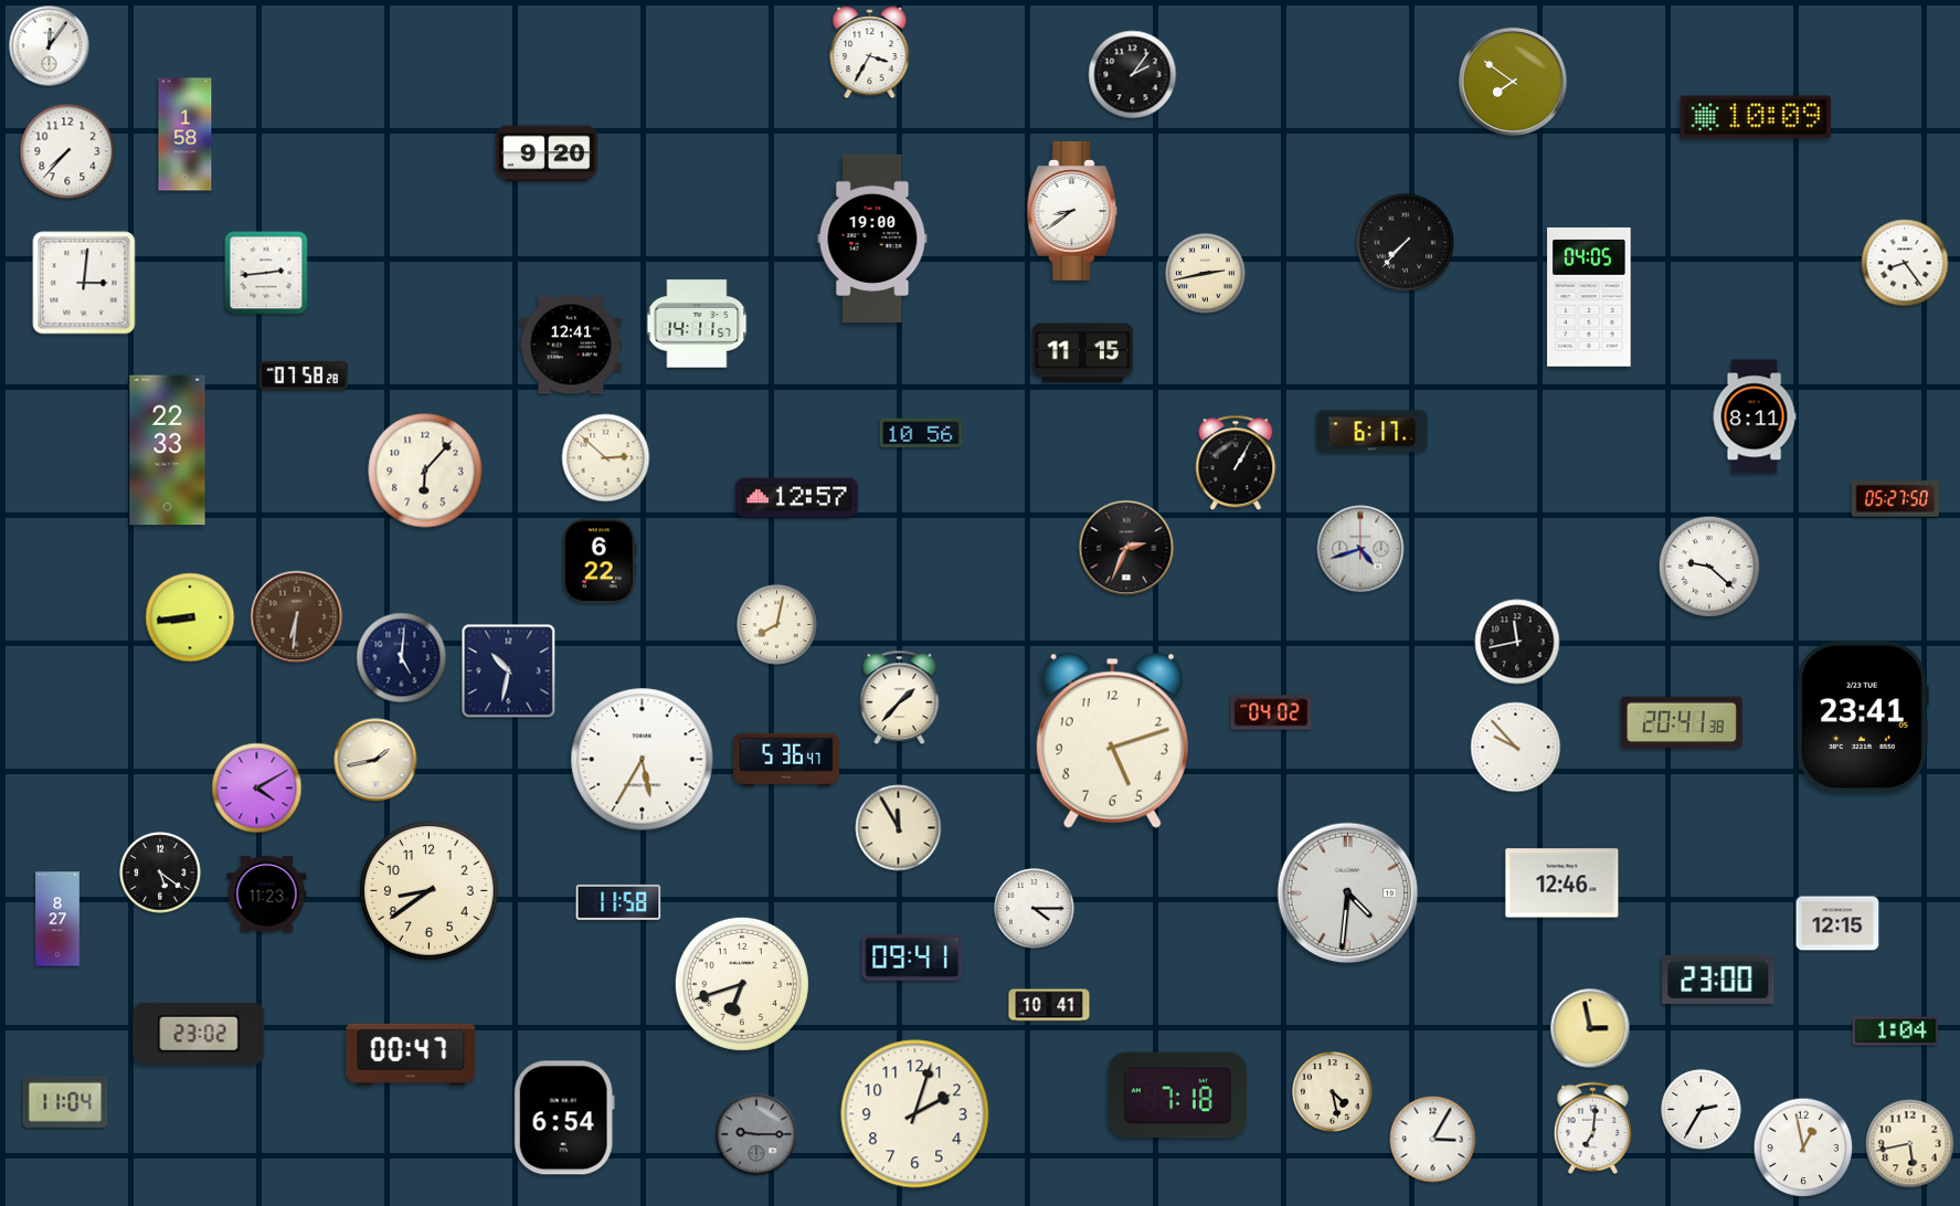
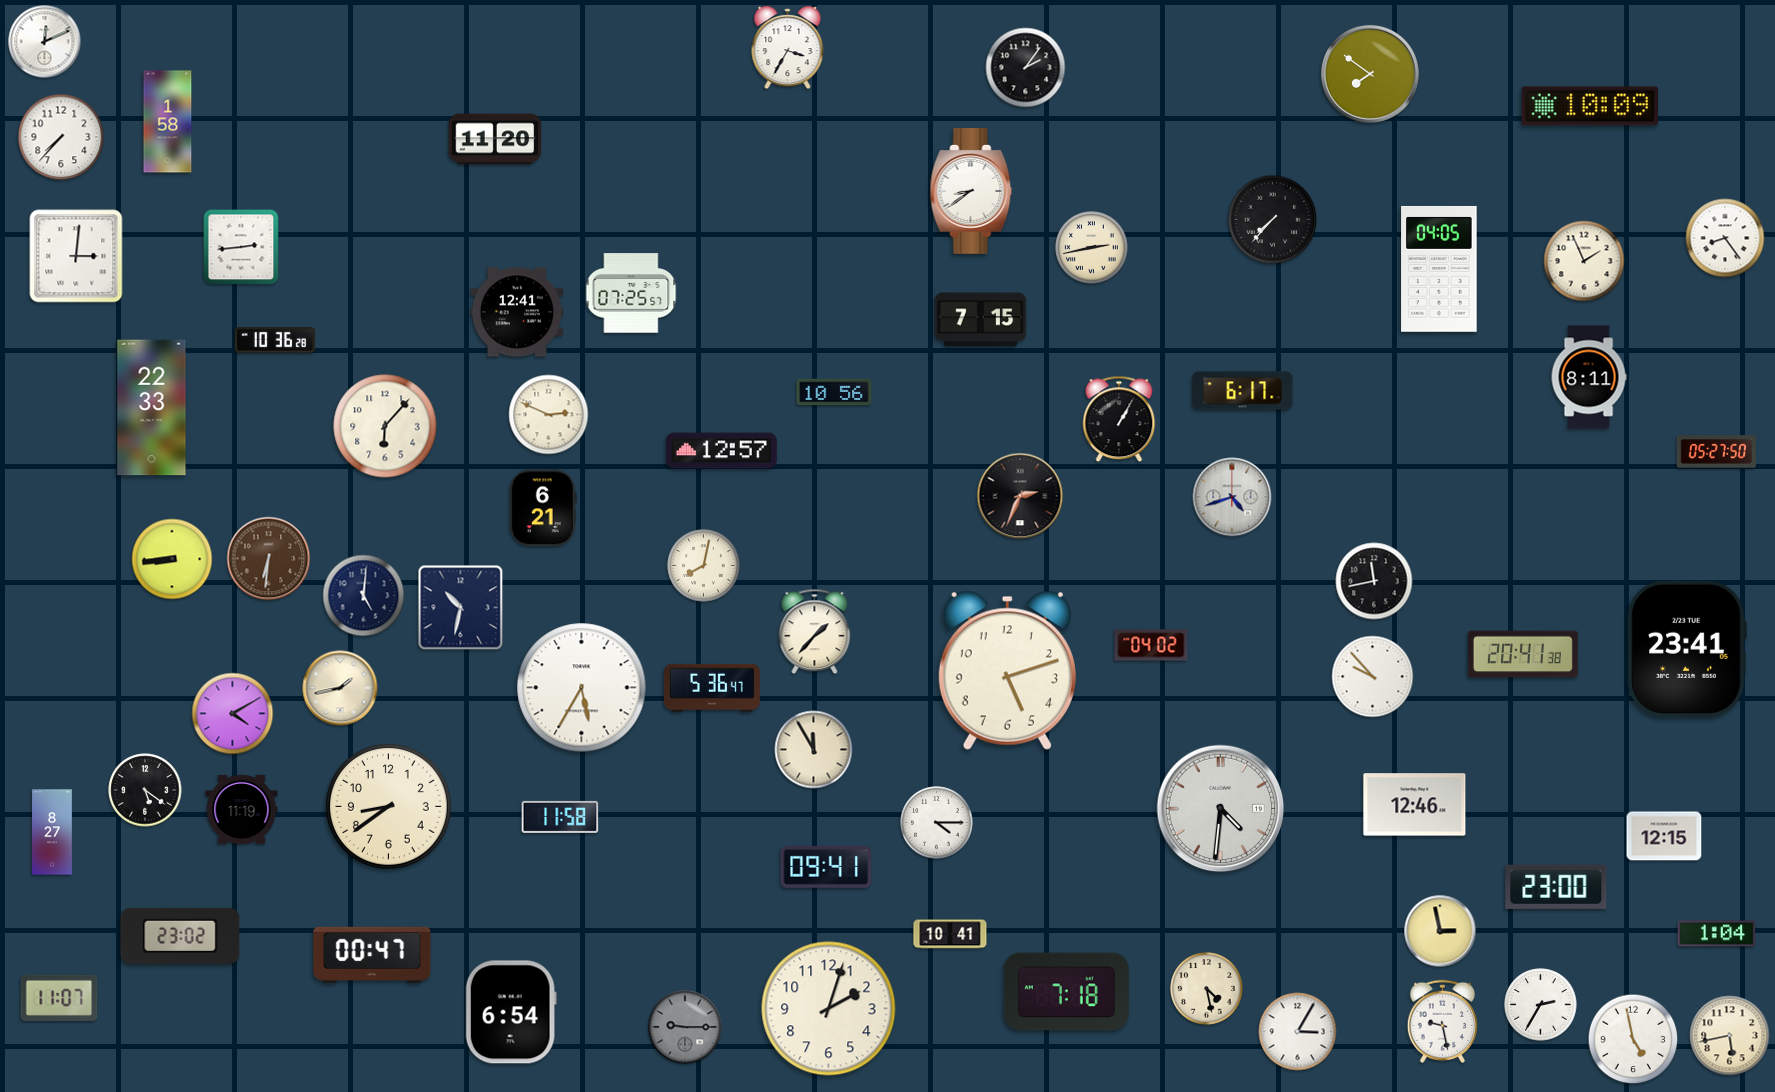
clock at (50, 46): 12:06 -> 12:11
clock at (547, 154): 9:20 -> 11:20
clock at (872, 239): 19:00 -> none
clock at (1584, 261): none -> 1:56
clock at (697, 324): 14:11 -> 07:25
clock at (1083, 353): 11:15 -> 7:15
clock at (304, 375): 07:58 -> 10:36
clock at (606, 458): 2:52 -> 2:49
clock at (600, 561): 6:22 -> 6:21
clock at (1709, 567): 9:22 -> none
clock at (1562, 884) position: (1562, 884) -> (1415, 805)
clock at (267, 893): 11:23 -> 11:19
clock at (742, 984): 6:42 -> none
clock at (1049, 1005) position: (1049, 1005) -> (950, 934)
clock at (65, 1102): 11:04 -> 11:07
clock at (1592, 1128): 7:01 -> 9:28
clock at (1803, 1147): 12:58 -> 4:58
